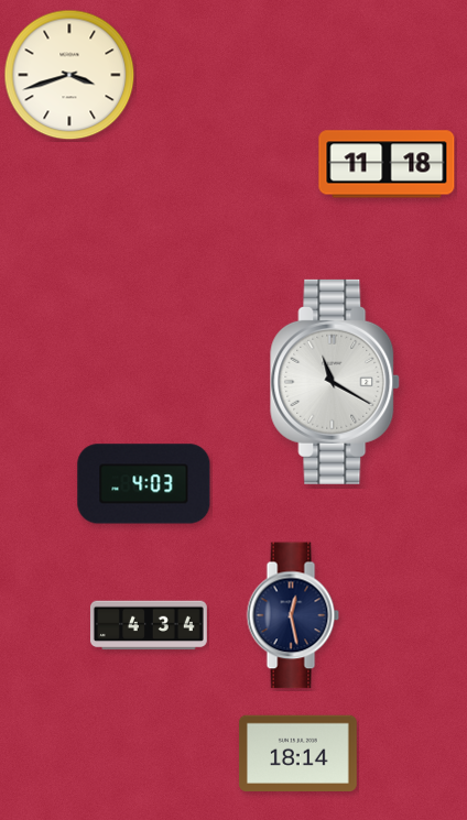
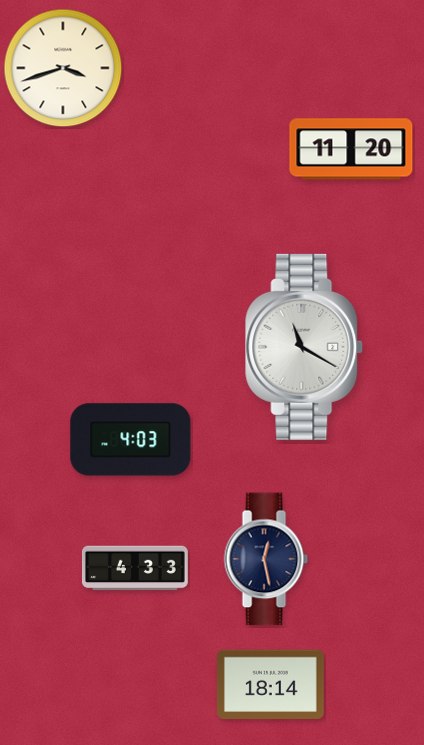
clock at (387, 164): 11:18 -> 11:20
clock at (149, 625): 4:34 -> 4:33
